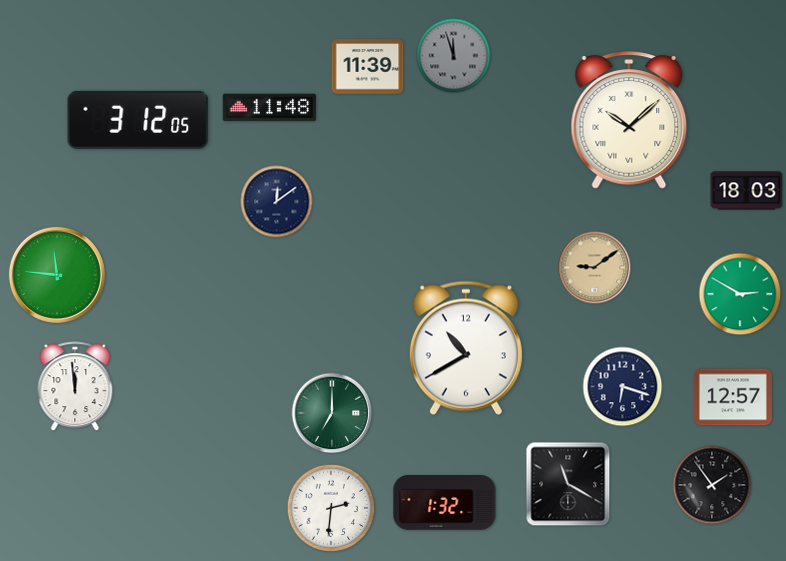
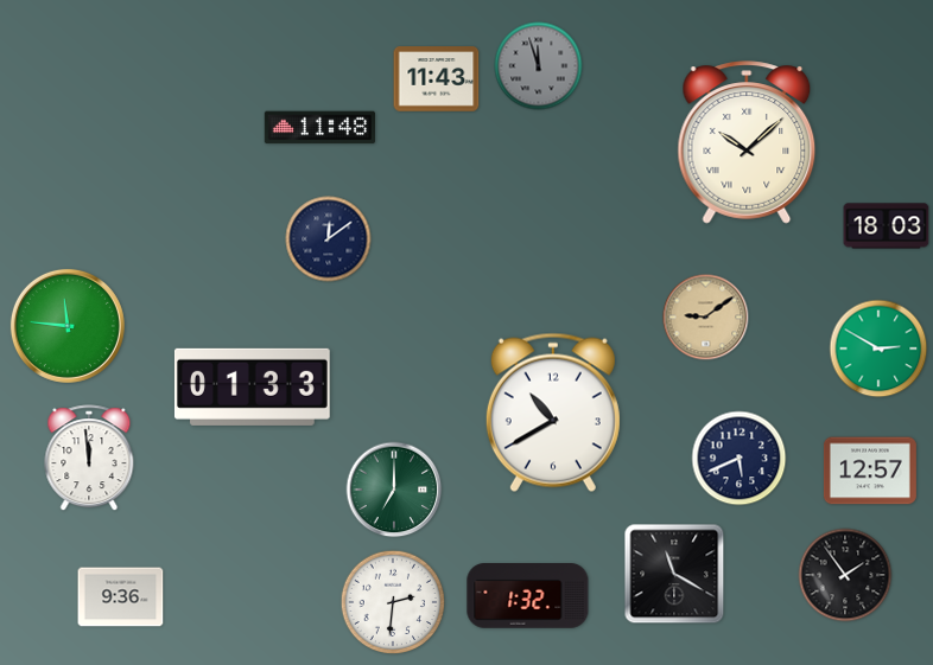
clock at (368, 67): 11:39 -> 11:43
clock at (138, 120): 3:12 -> none
clock at (252, 386): none -> 01:33
clock at (623, 387): 6:18 -> 5:41
clock at (121, 597): none -> 9:36
